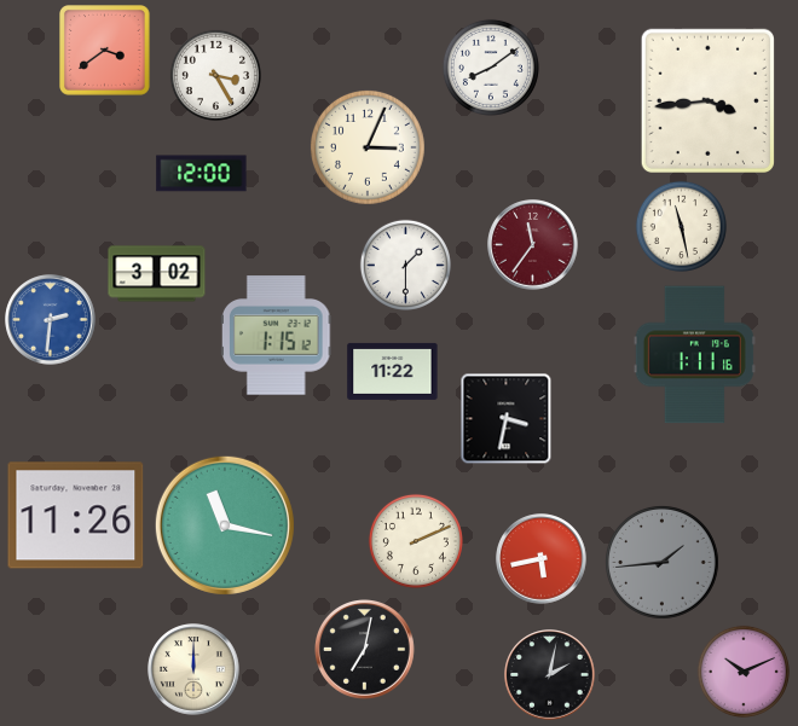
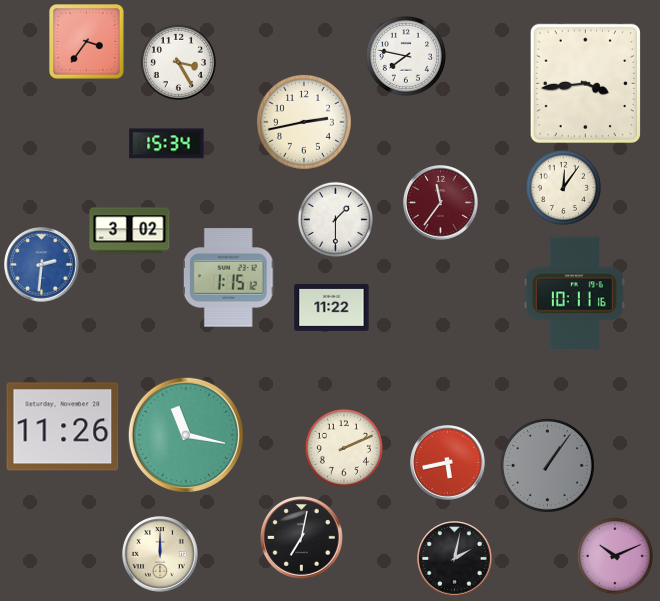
clock at (105, 51): 3:39 -> 3:36
clock at (491, 68): 8:09 -> 7:47
clock at (369, 149): 3:04 -> 2:43
clock at (202, 174): 12:00 -> 15:34
clock at (681, 226): 11:28 -> 12:06
clock at (157, 274) position: (157, 274) -> (130, 231)
clock at (694, 355): 1:11 -> 10:11
clock at (393, 371) position: (393, 371) -> (332, 307)
clock at (507, 419): 3:32 -> none
clock at (661, 562): 1:44 -> 1:06
